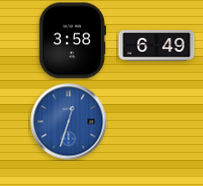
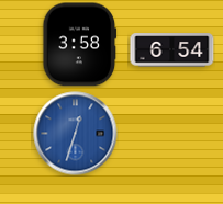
clock at (157, 46): 6:49 -> 6:54
